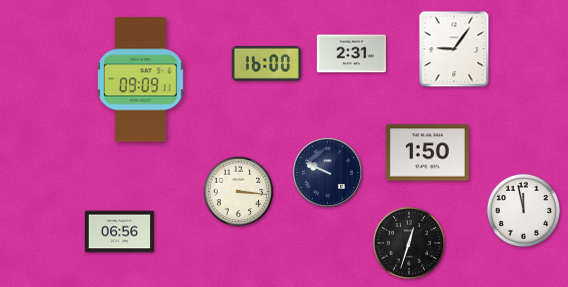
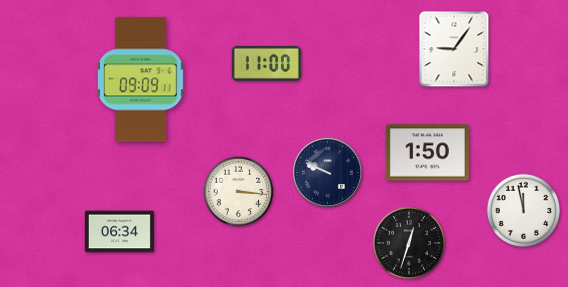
clock at (351, 54): 2:31 -> none
clock at (266, 63): 16:00 -> 11:00
clock at (119, 232): 06:56 -> 06:34
